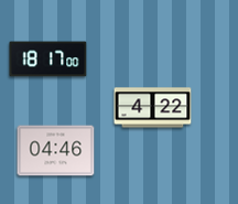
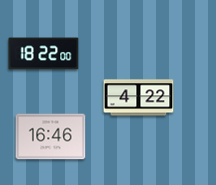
clock at (48, 60): 18:17 -> 18:22
clock at (56, 151): 04:46 -> 16:46
